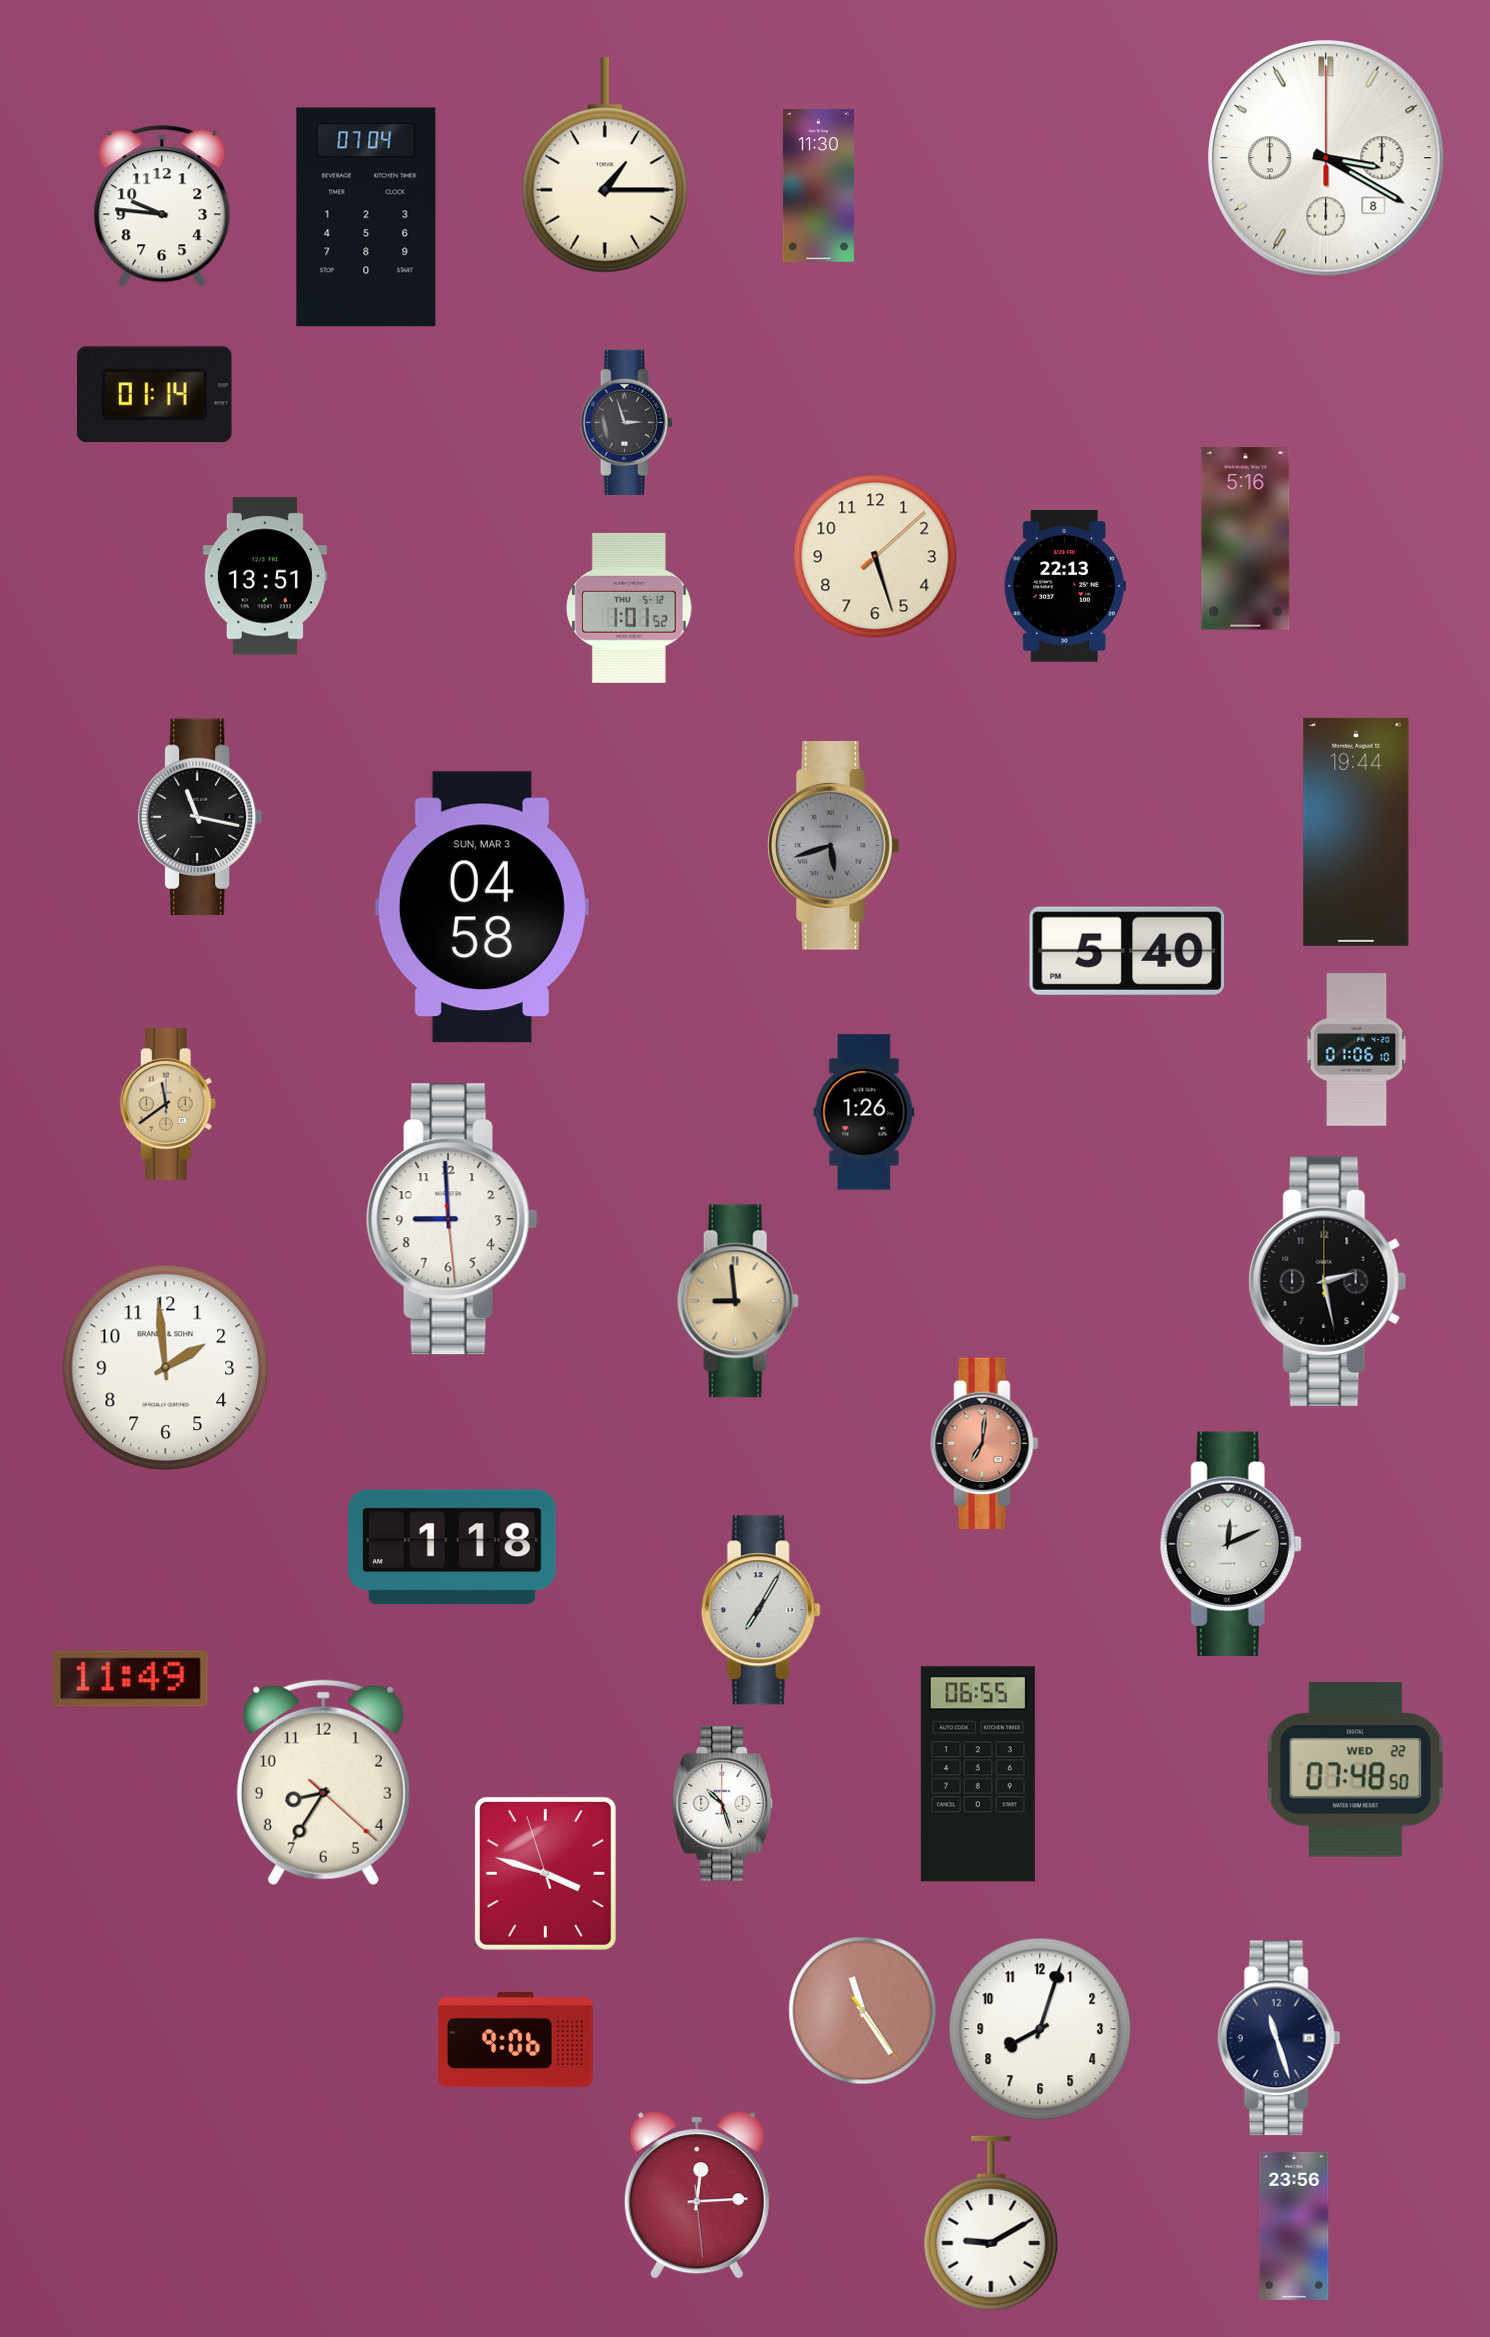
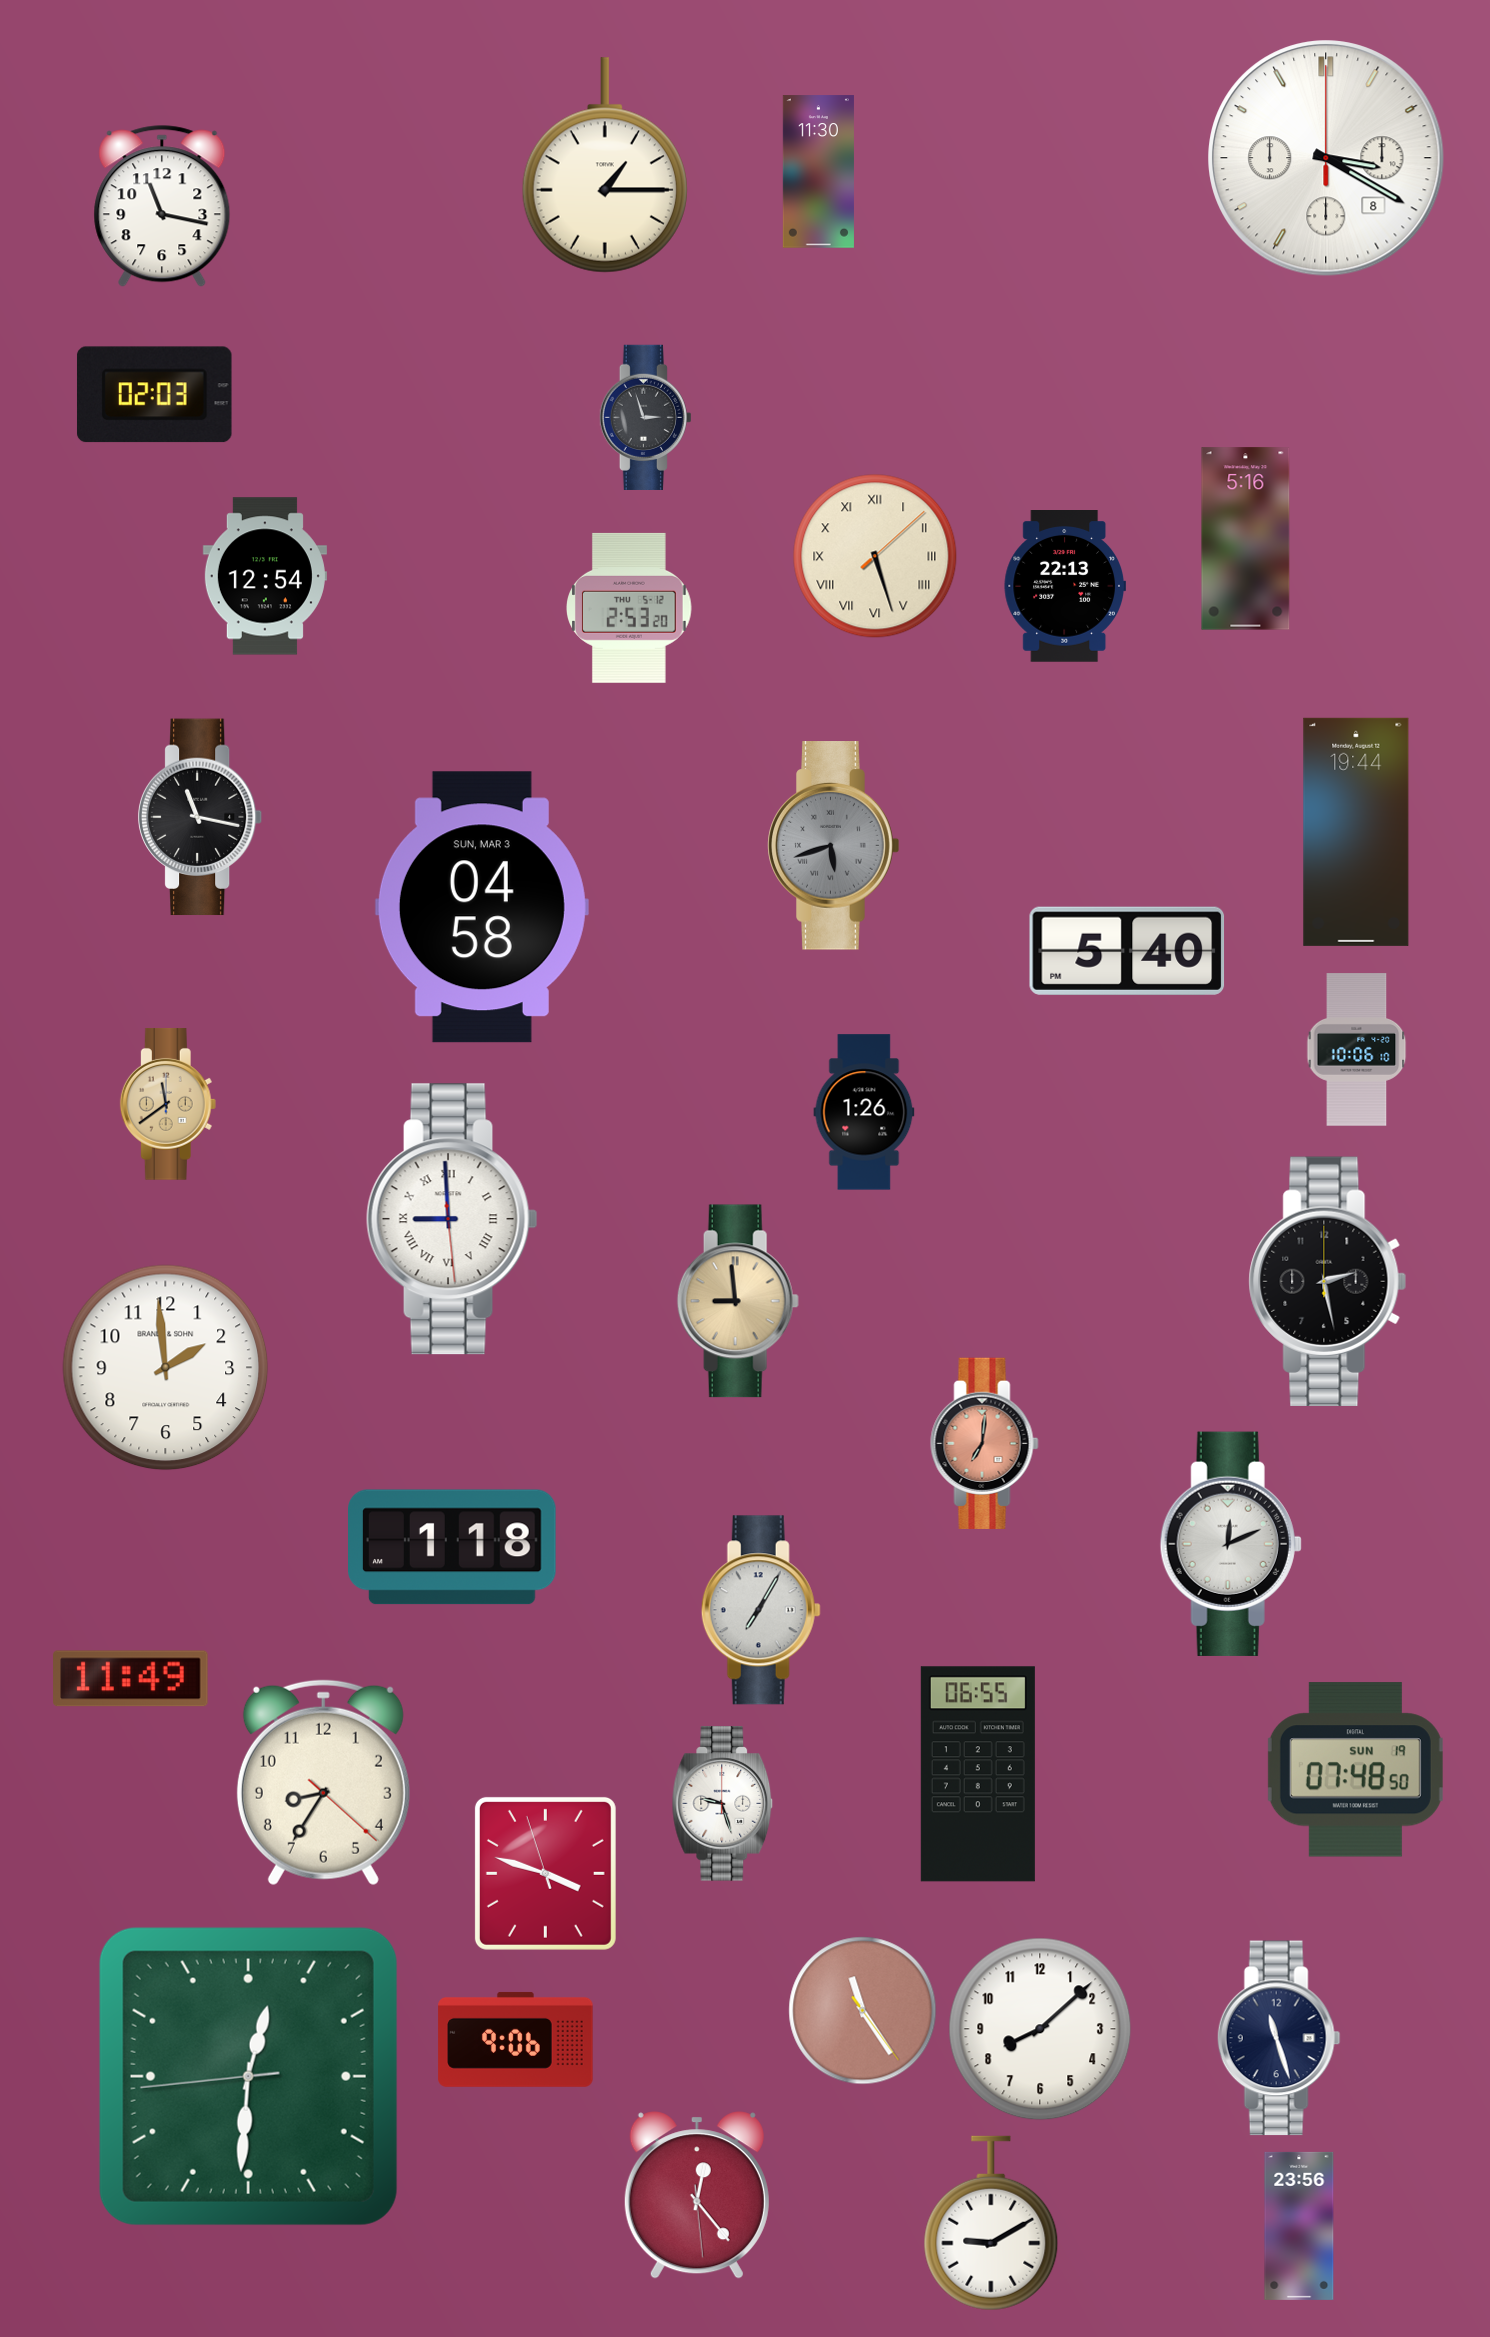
clock at (818, 186) position: (818, 186) -> (818, 172)
clock at (162, 206): 9:46 -> 11:17
clock at (366, 217): 07:04 -> none
clock at (154, 395): 01:14 -> 02:03
clock at (626, 422) position: (626, 422) -> (645, 417)
clock at (875, 556) numerals: Arabic -> Roman
clock at (265, 576): 13:51 -> 12:54
clock at (630, 608): 1:01 -> 2:53
clock at (1357, 1050): 01:06 -> 10:06
clock at (452, 1219) numerals: Arabic -> Roman
clock at (1355, 1770) date: WED 22 -> SUN 19
clock at (723, 1804): 10:27 -> 9:27
clock at (1040, 2029): 8:03 -> 8:08
clock at (248, 2076): none -> 12:30
clock at (697, 2195): 12:14 -> 12:23
clock at (1294, 2226) position: (1294, 2226) -> (1299, 2226)
